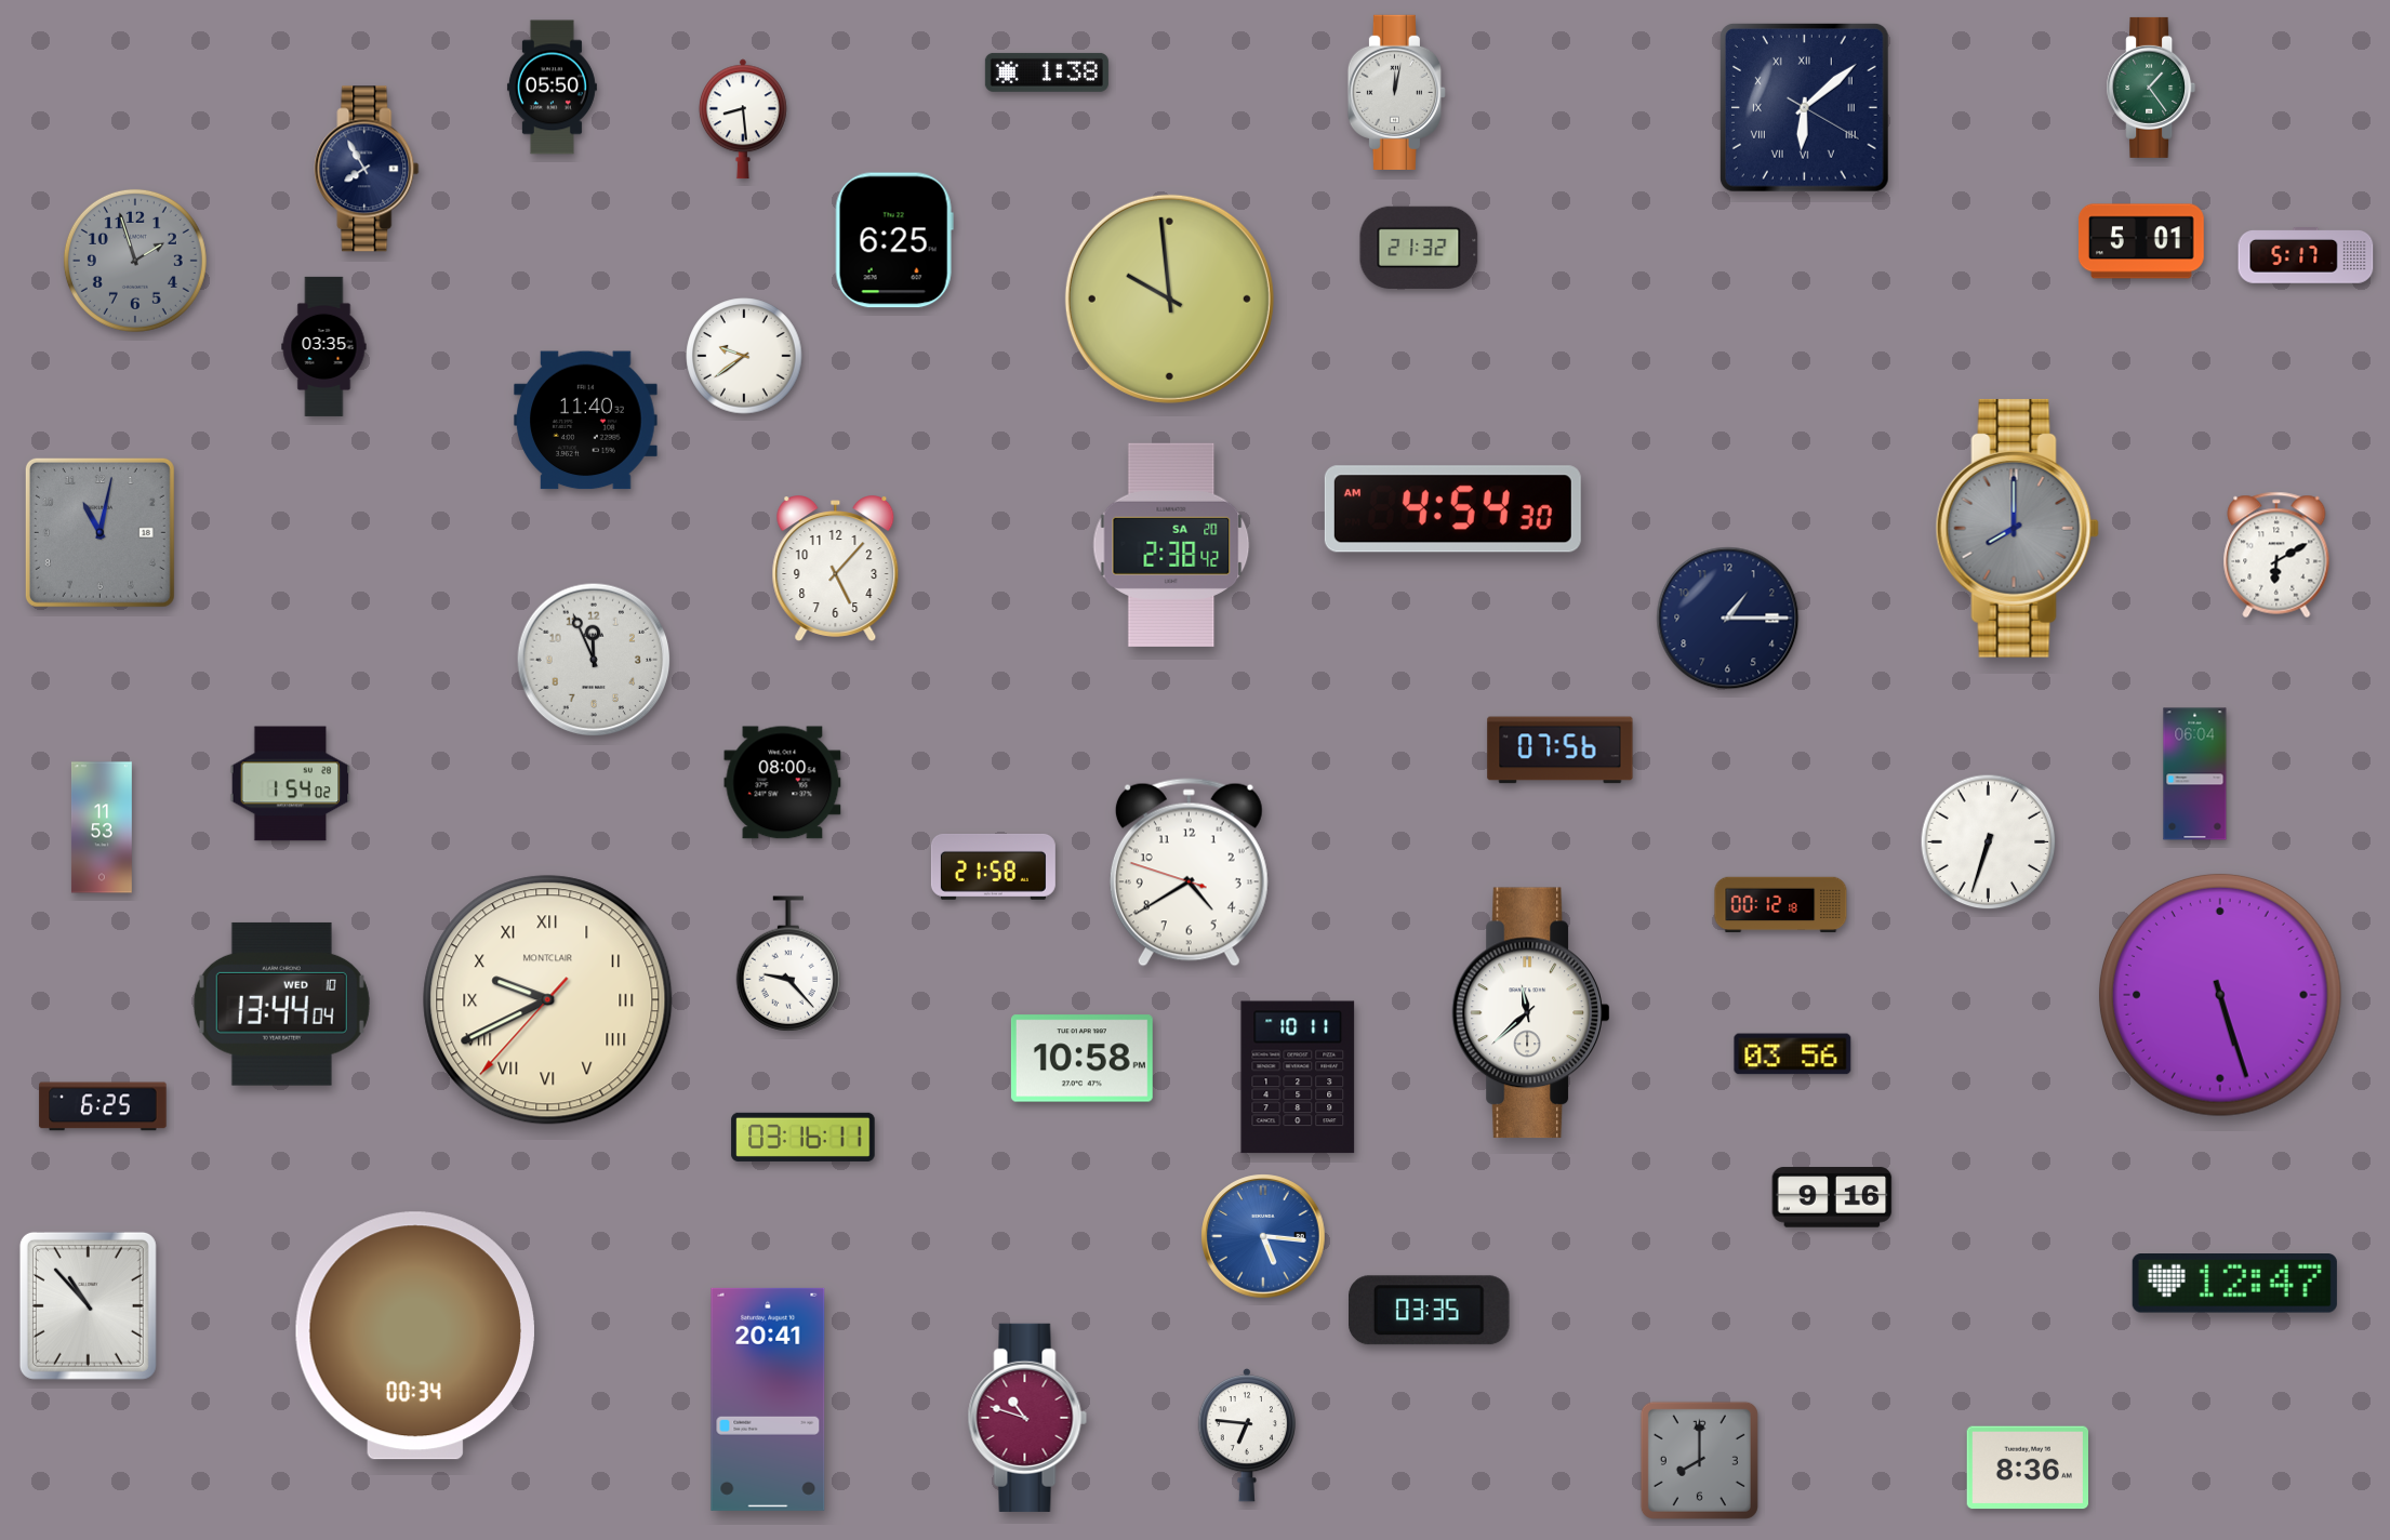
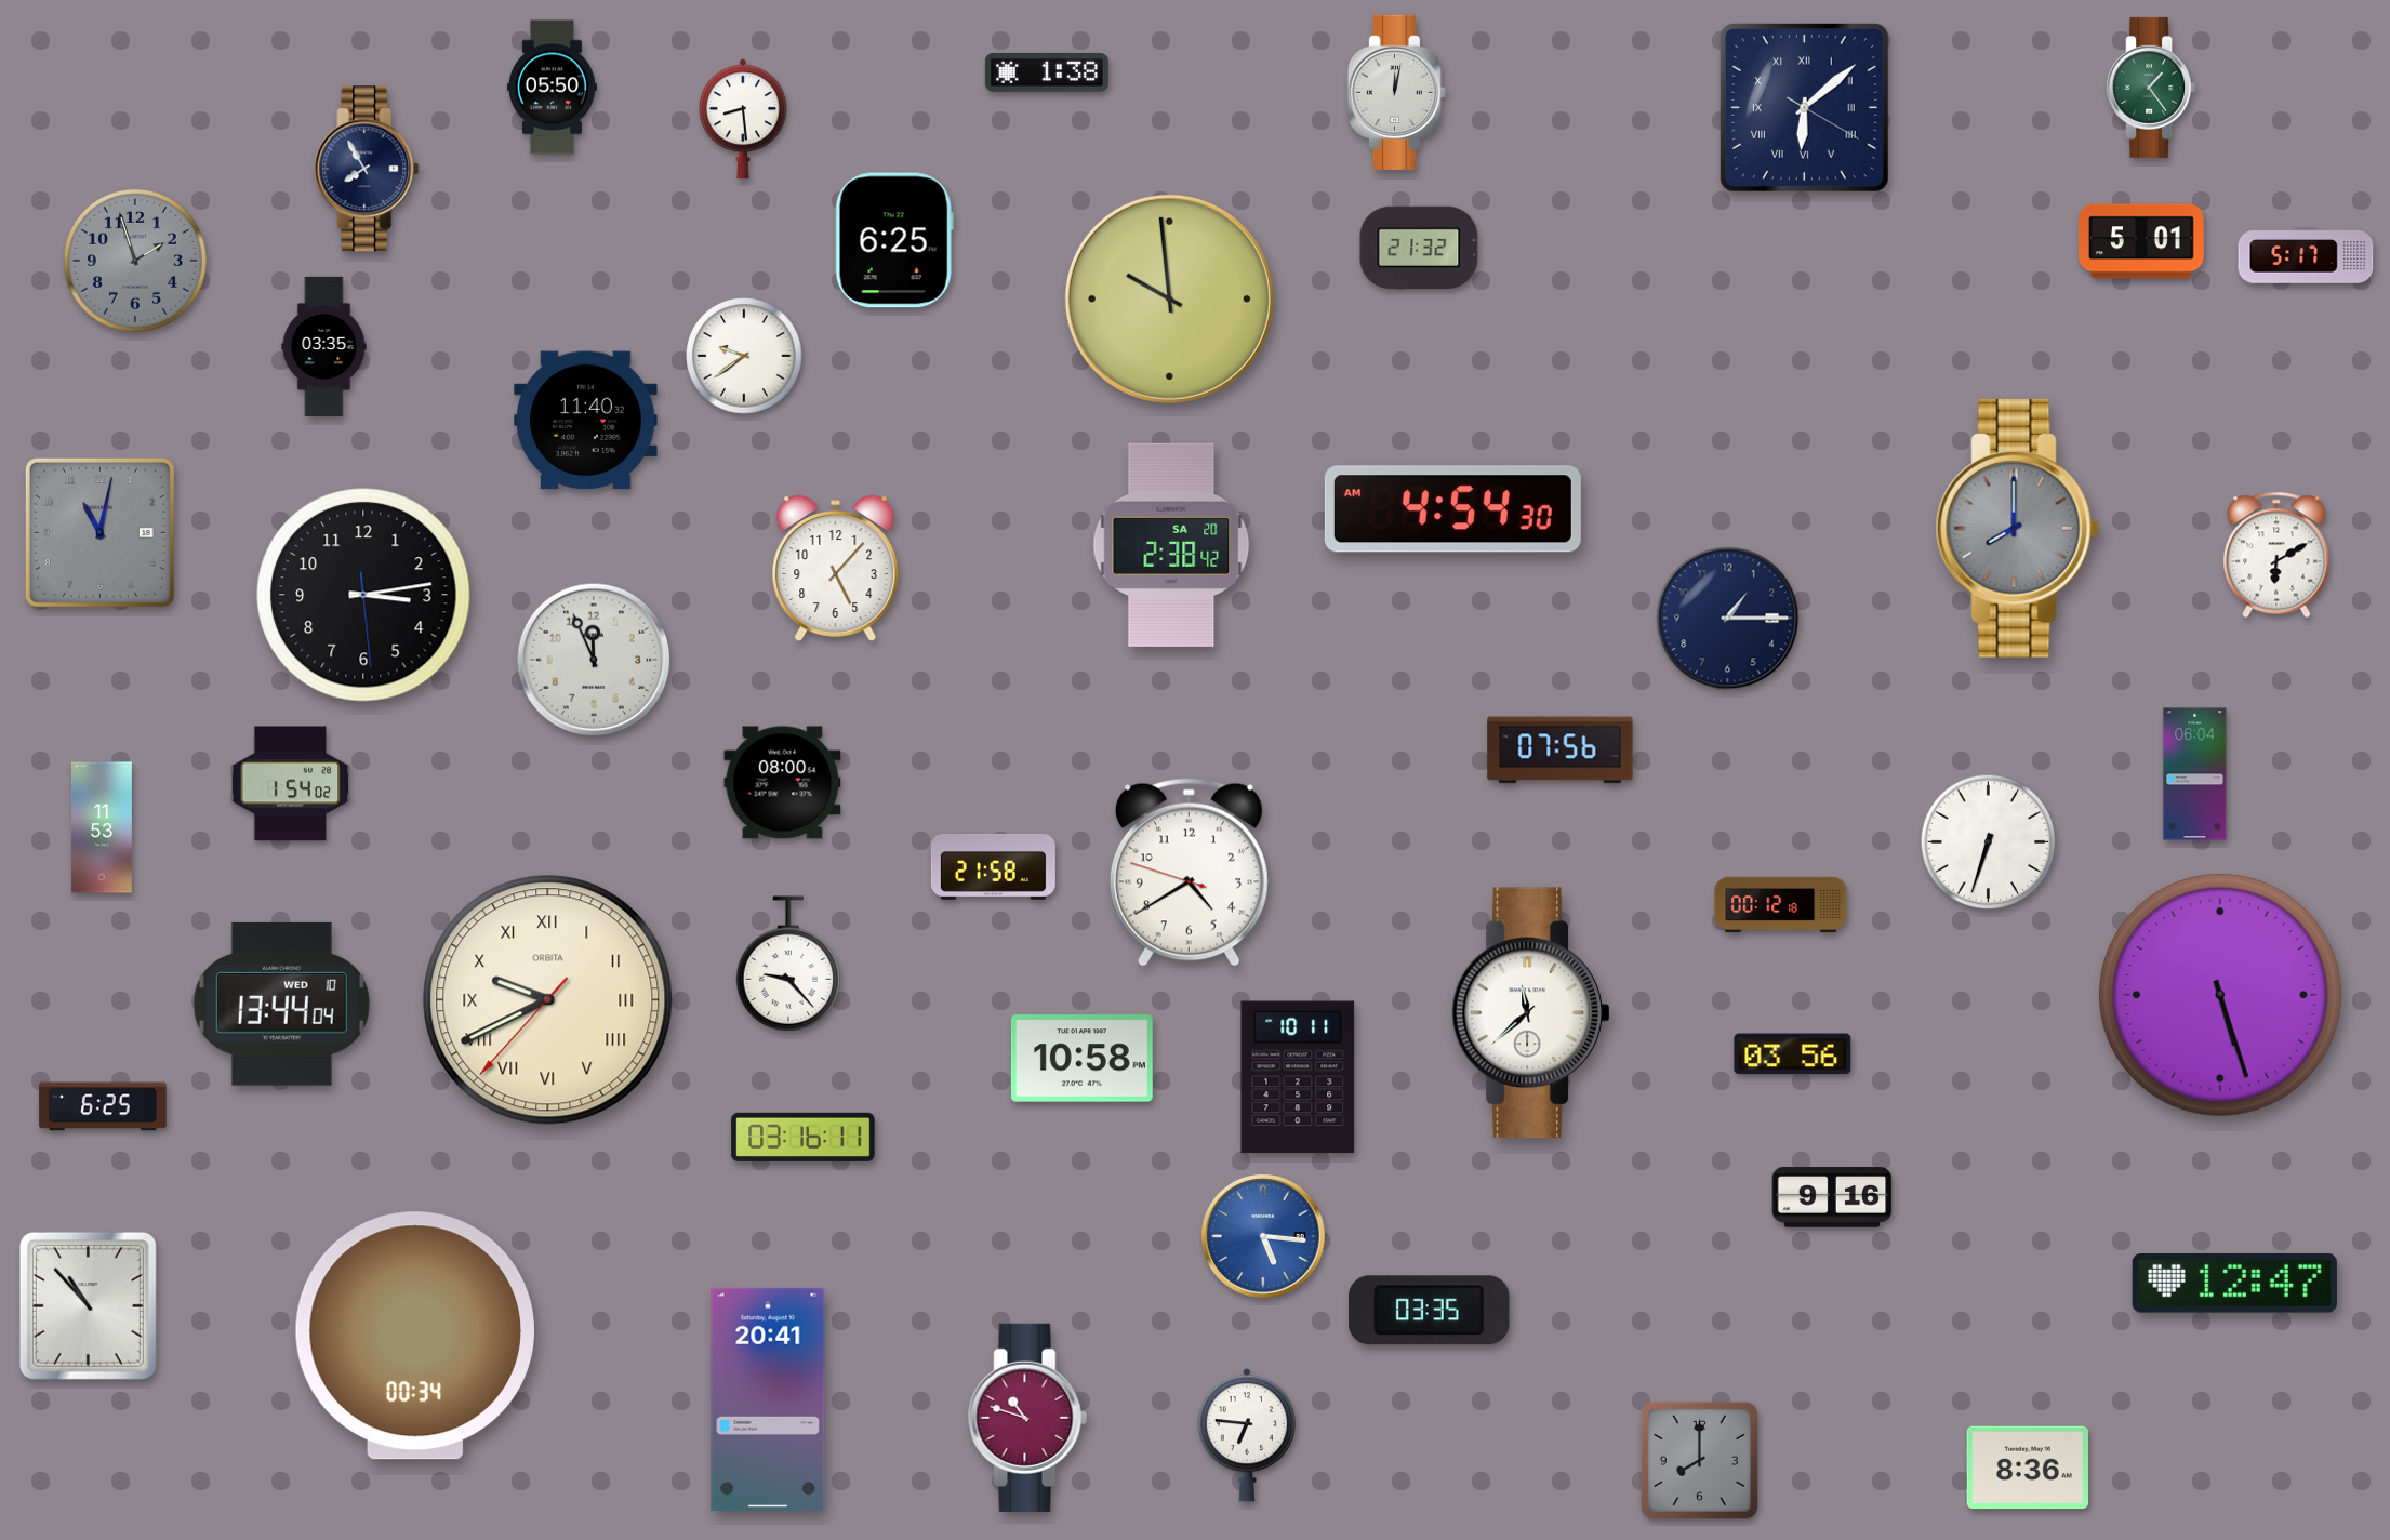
clock at (363, 595): none -> 3:13
clock at (548, 1000) brand: MONTCLAIR -> ORBITA
